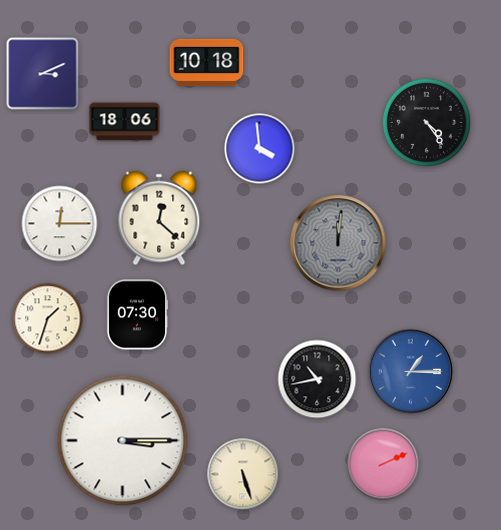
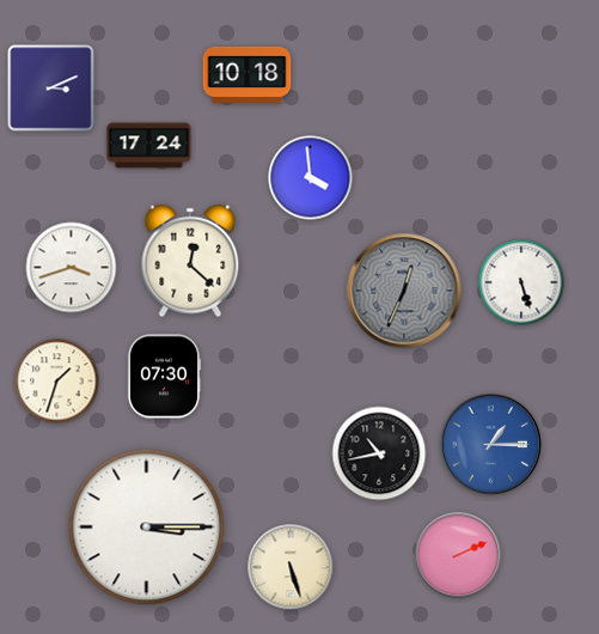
clock at (125, 122): 18:06 -> 17:24
clock at (426, 122): 4:24 -> none
clock at (60, 224): 12:15 -> 3:42
clock at (521, 282): none -> 5:27
clock at (338, 243): 12:01 -> 12:34
